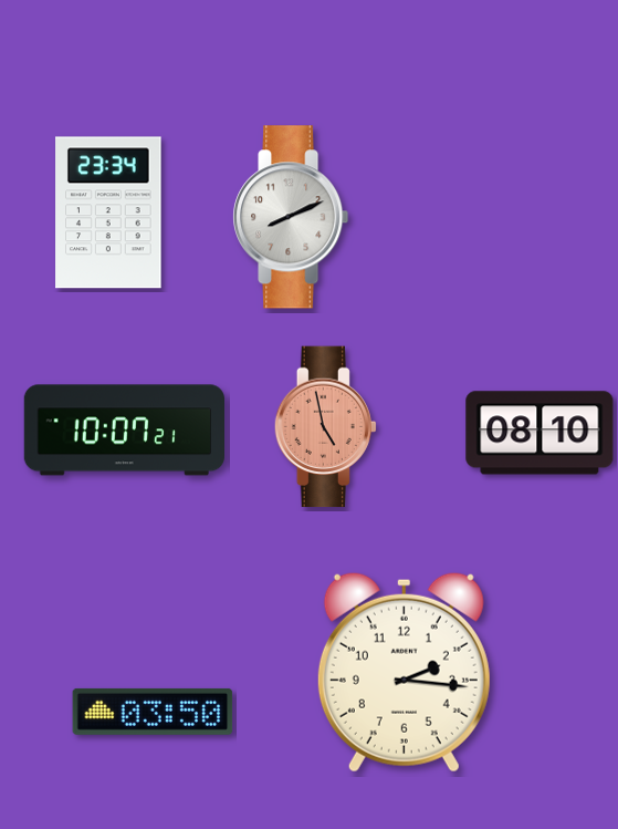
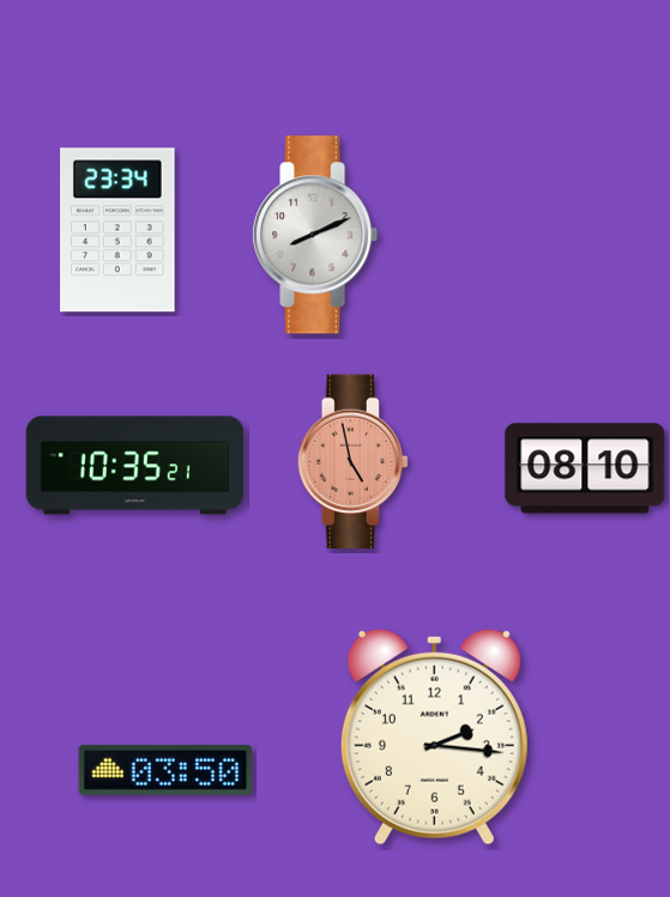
clock at (124, 431): 10:07 -> 10:35
clock at (404, 672) position: (404, 672) -> (434, 737)
